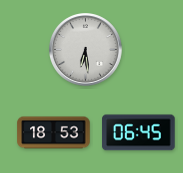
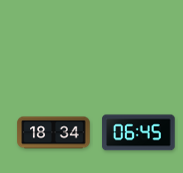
clock at (86, 50): 6:29 -> none
clock at (54, 133): 18:53 -> 18:34
